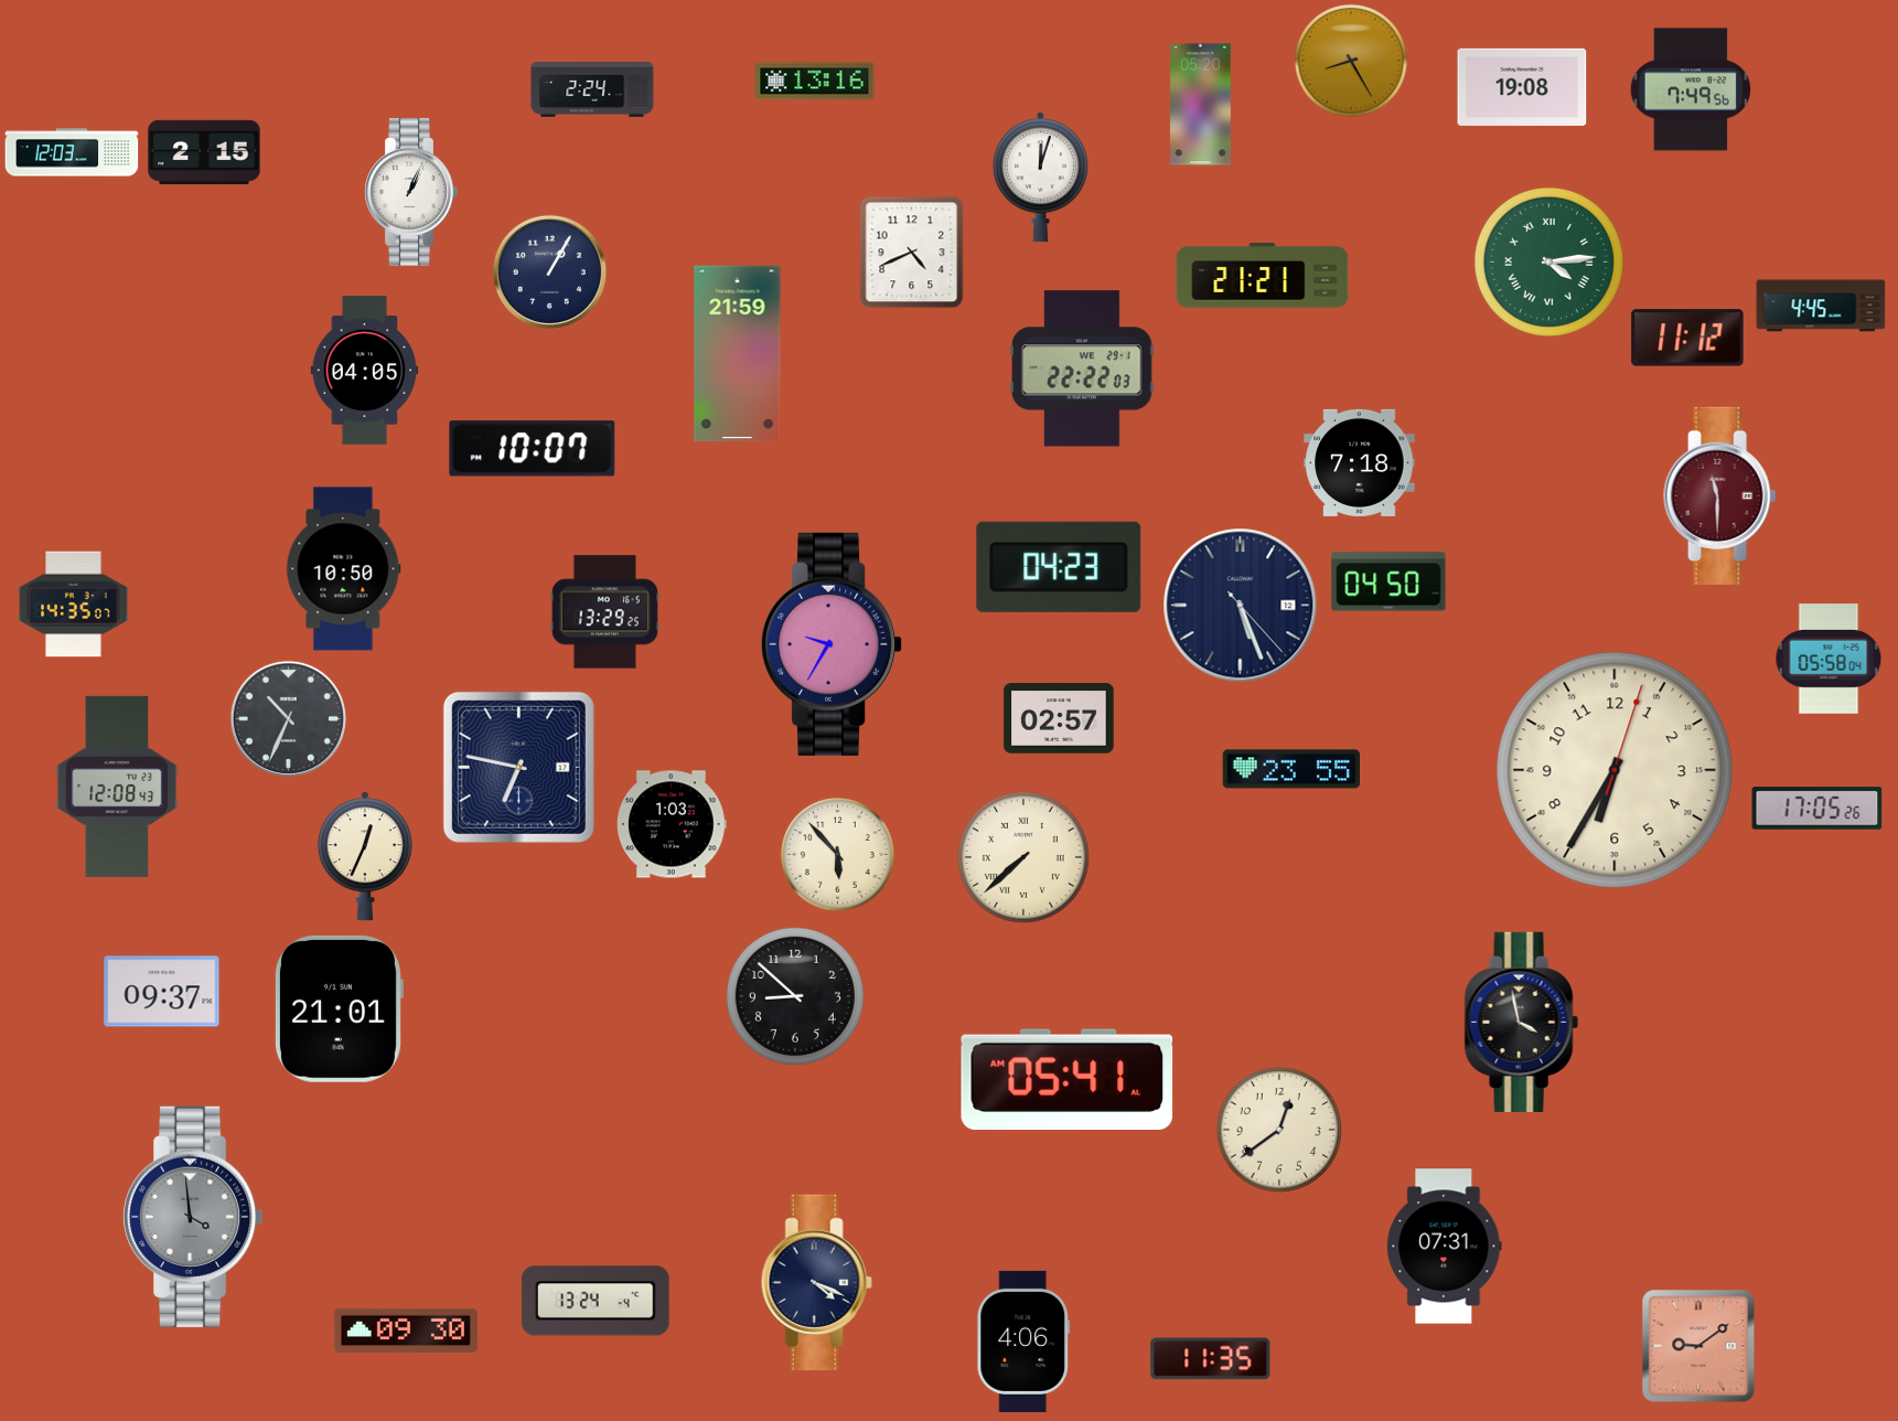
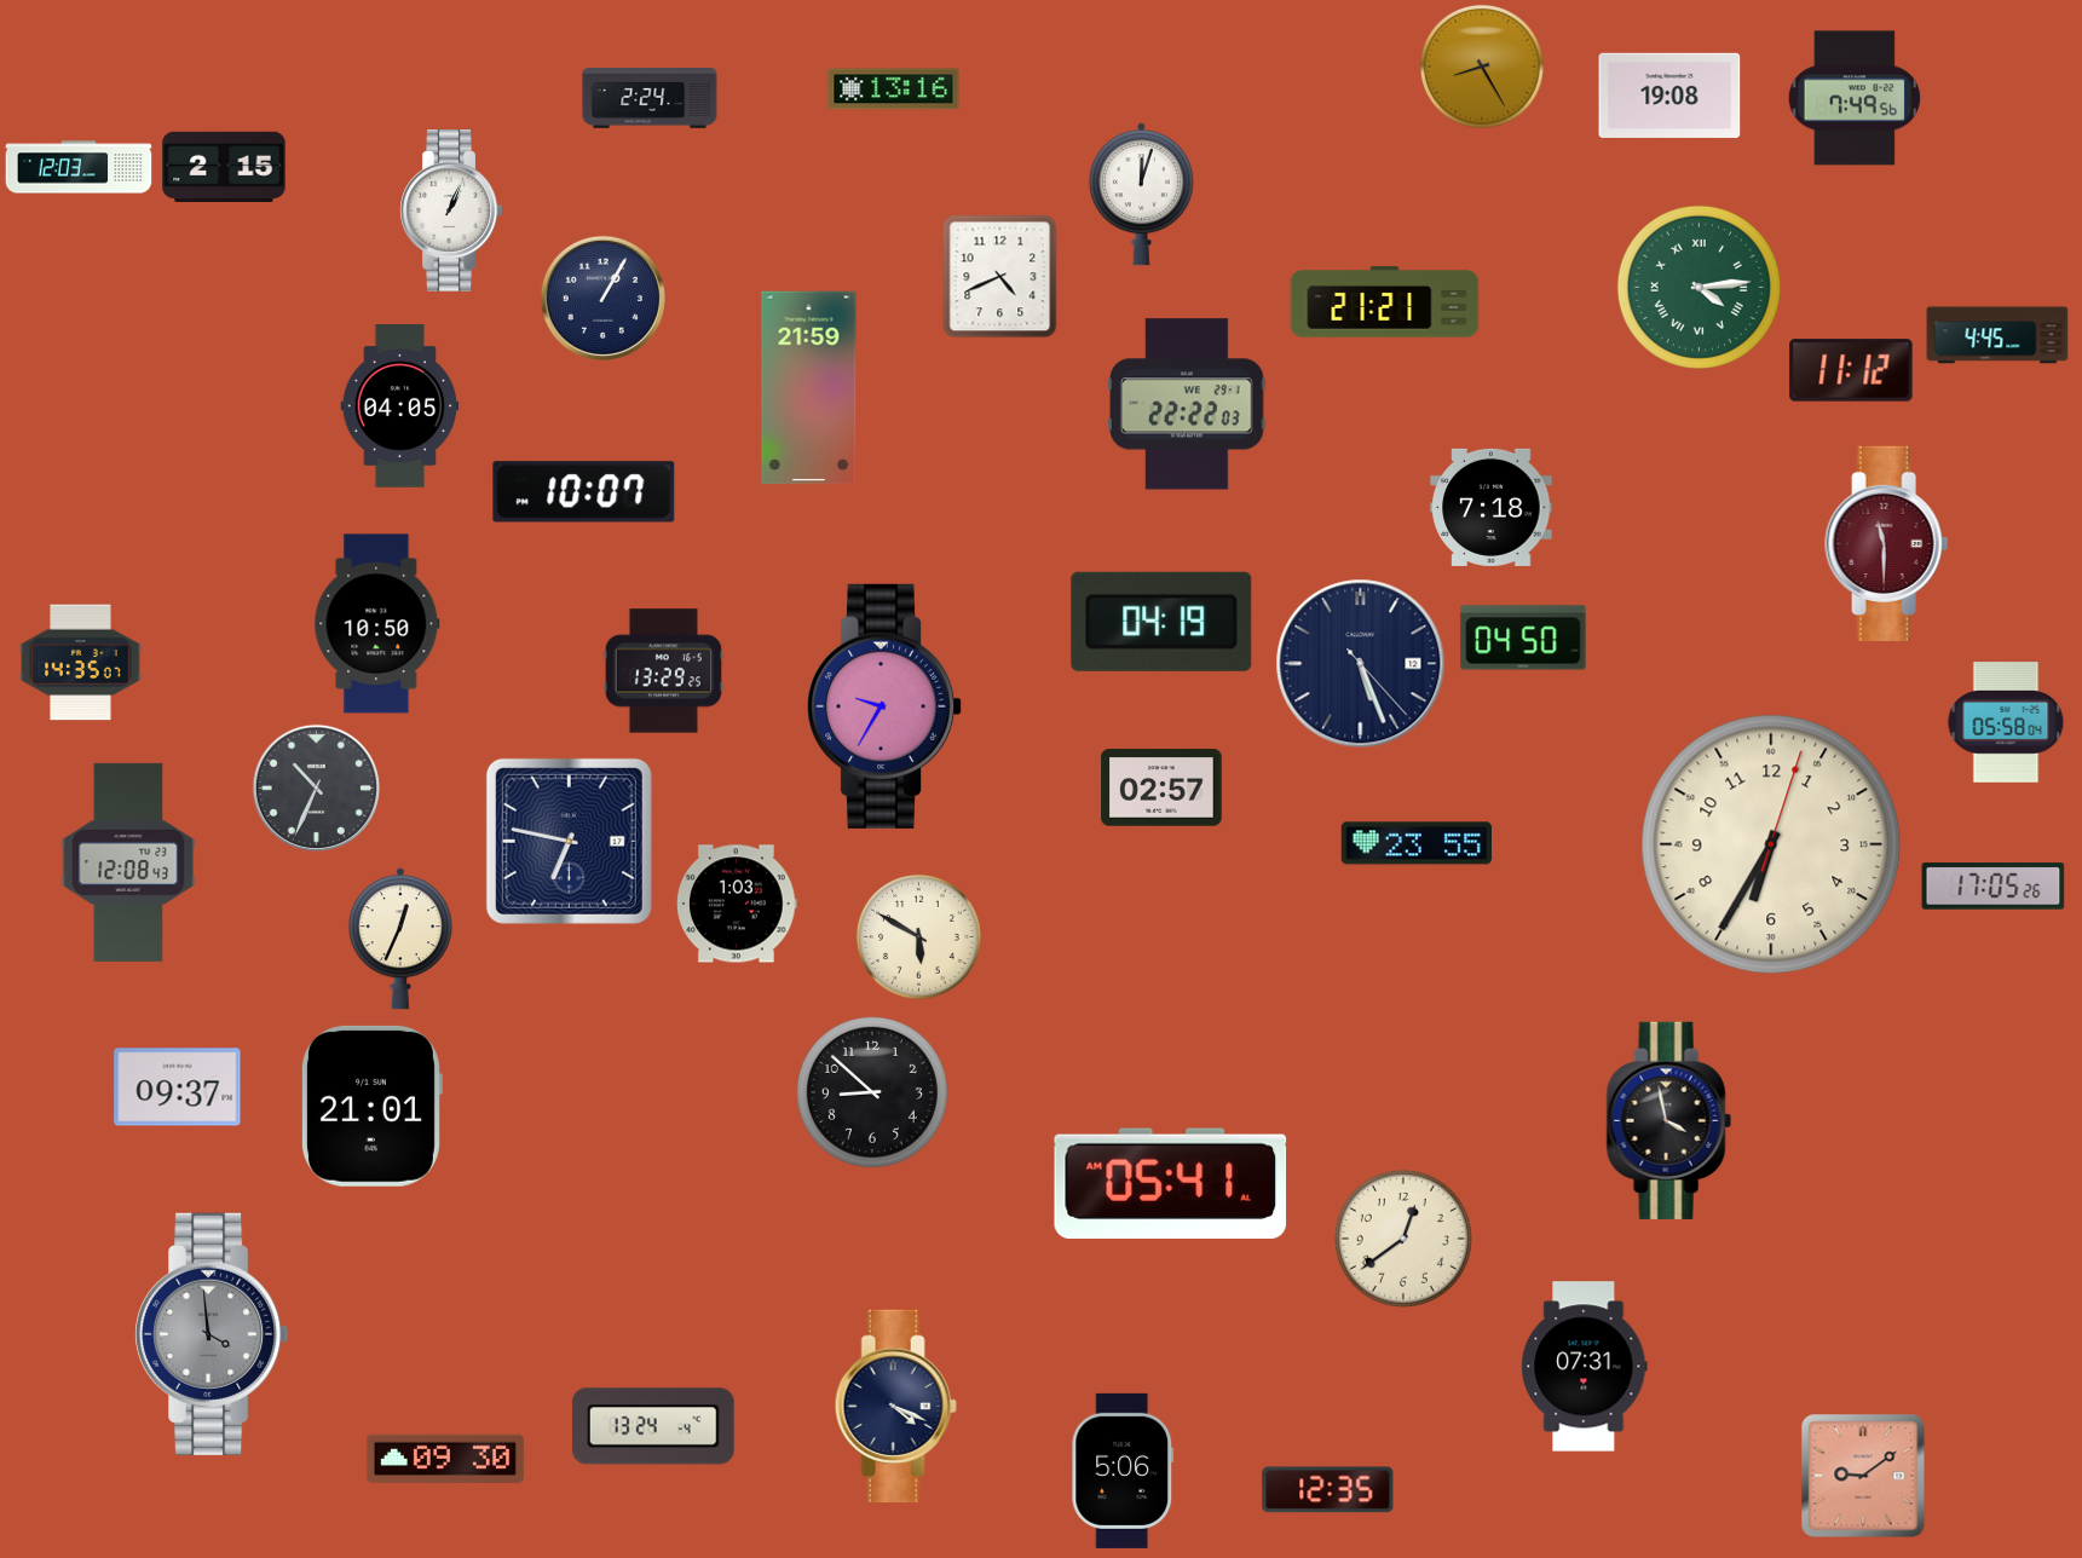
clock at (1201, 105): 05:20 -> none
clock at (1059, 567): 04:23 -> 04:19
clock at (833, 644) position: (833, 644) -> (886, 706)
clock at (837, 854): 5:53 -> 5:50
clock at (1023, 857): 7:38 -> none
clock at (1023, 1342): 4:06 -> 5:06
clock at (1211, 1359): 11:35 -> 12:35
